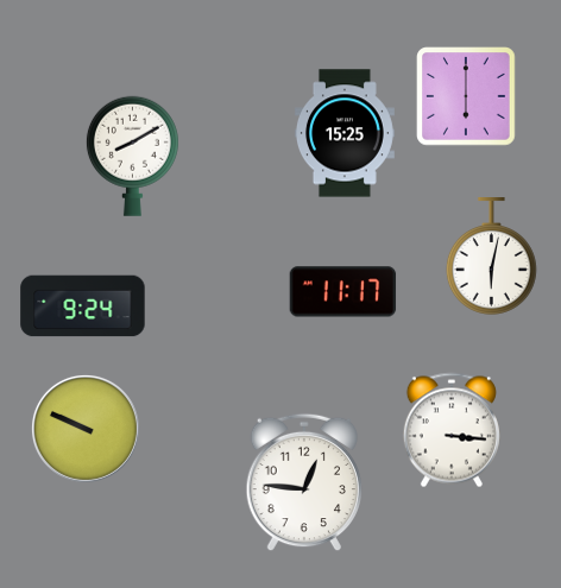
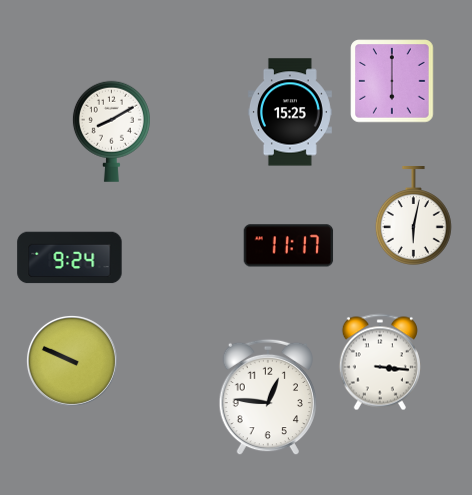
clock at (303, 482) position: (303, 482) -> (267, 397)
